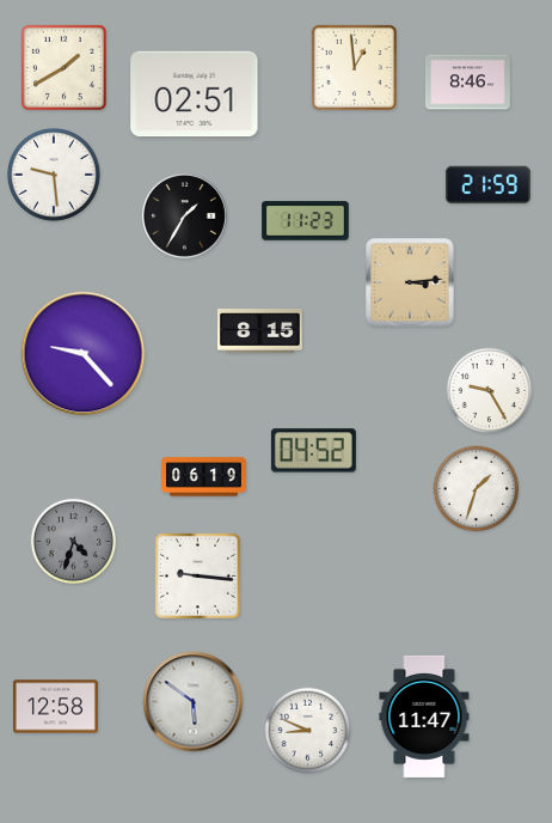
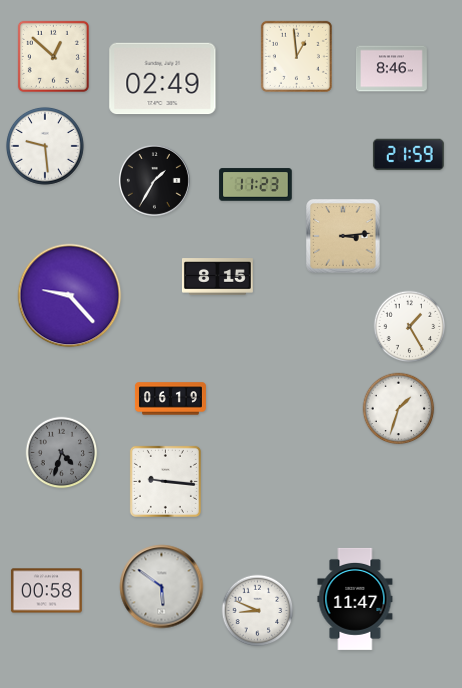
clock at (63, 67): 1:40 -> 12:52
clock at (195, 95): 02:51 -> 02:49
clock at (490, 391): 9:25 -> 1:25
clock at (313, 451): 04:52 -> none
clock at (55, 707): 12:58 -> 00:58
